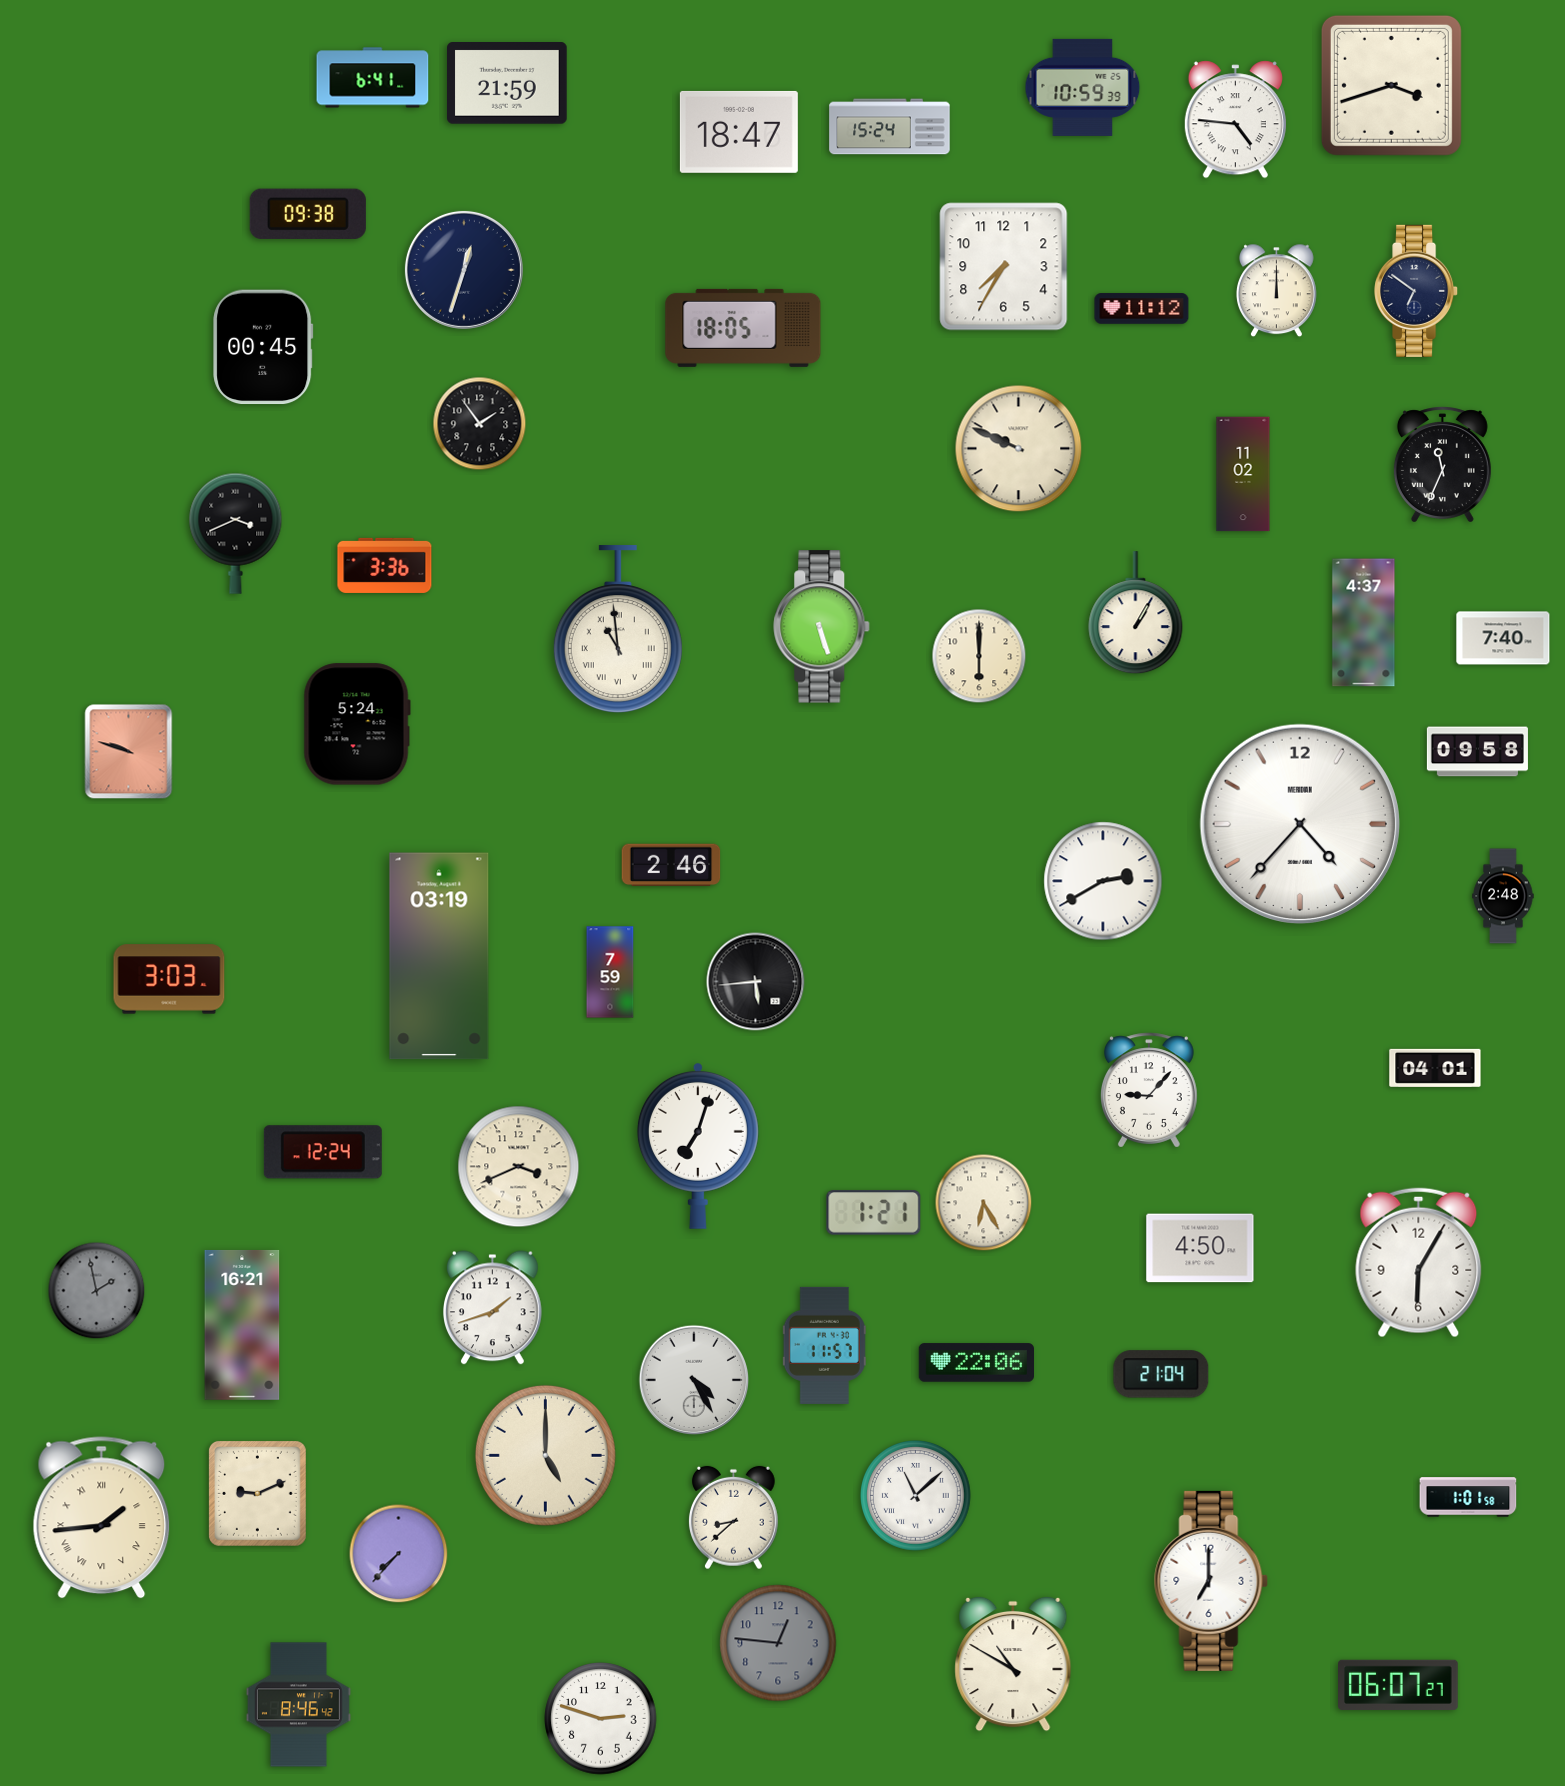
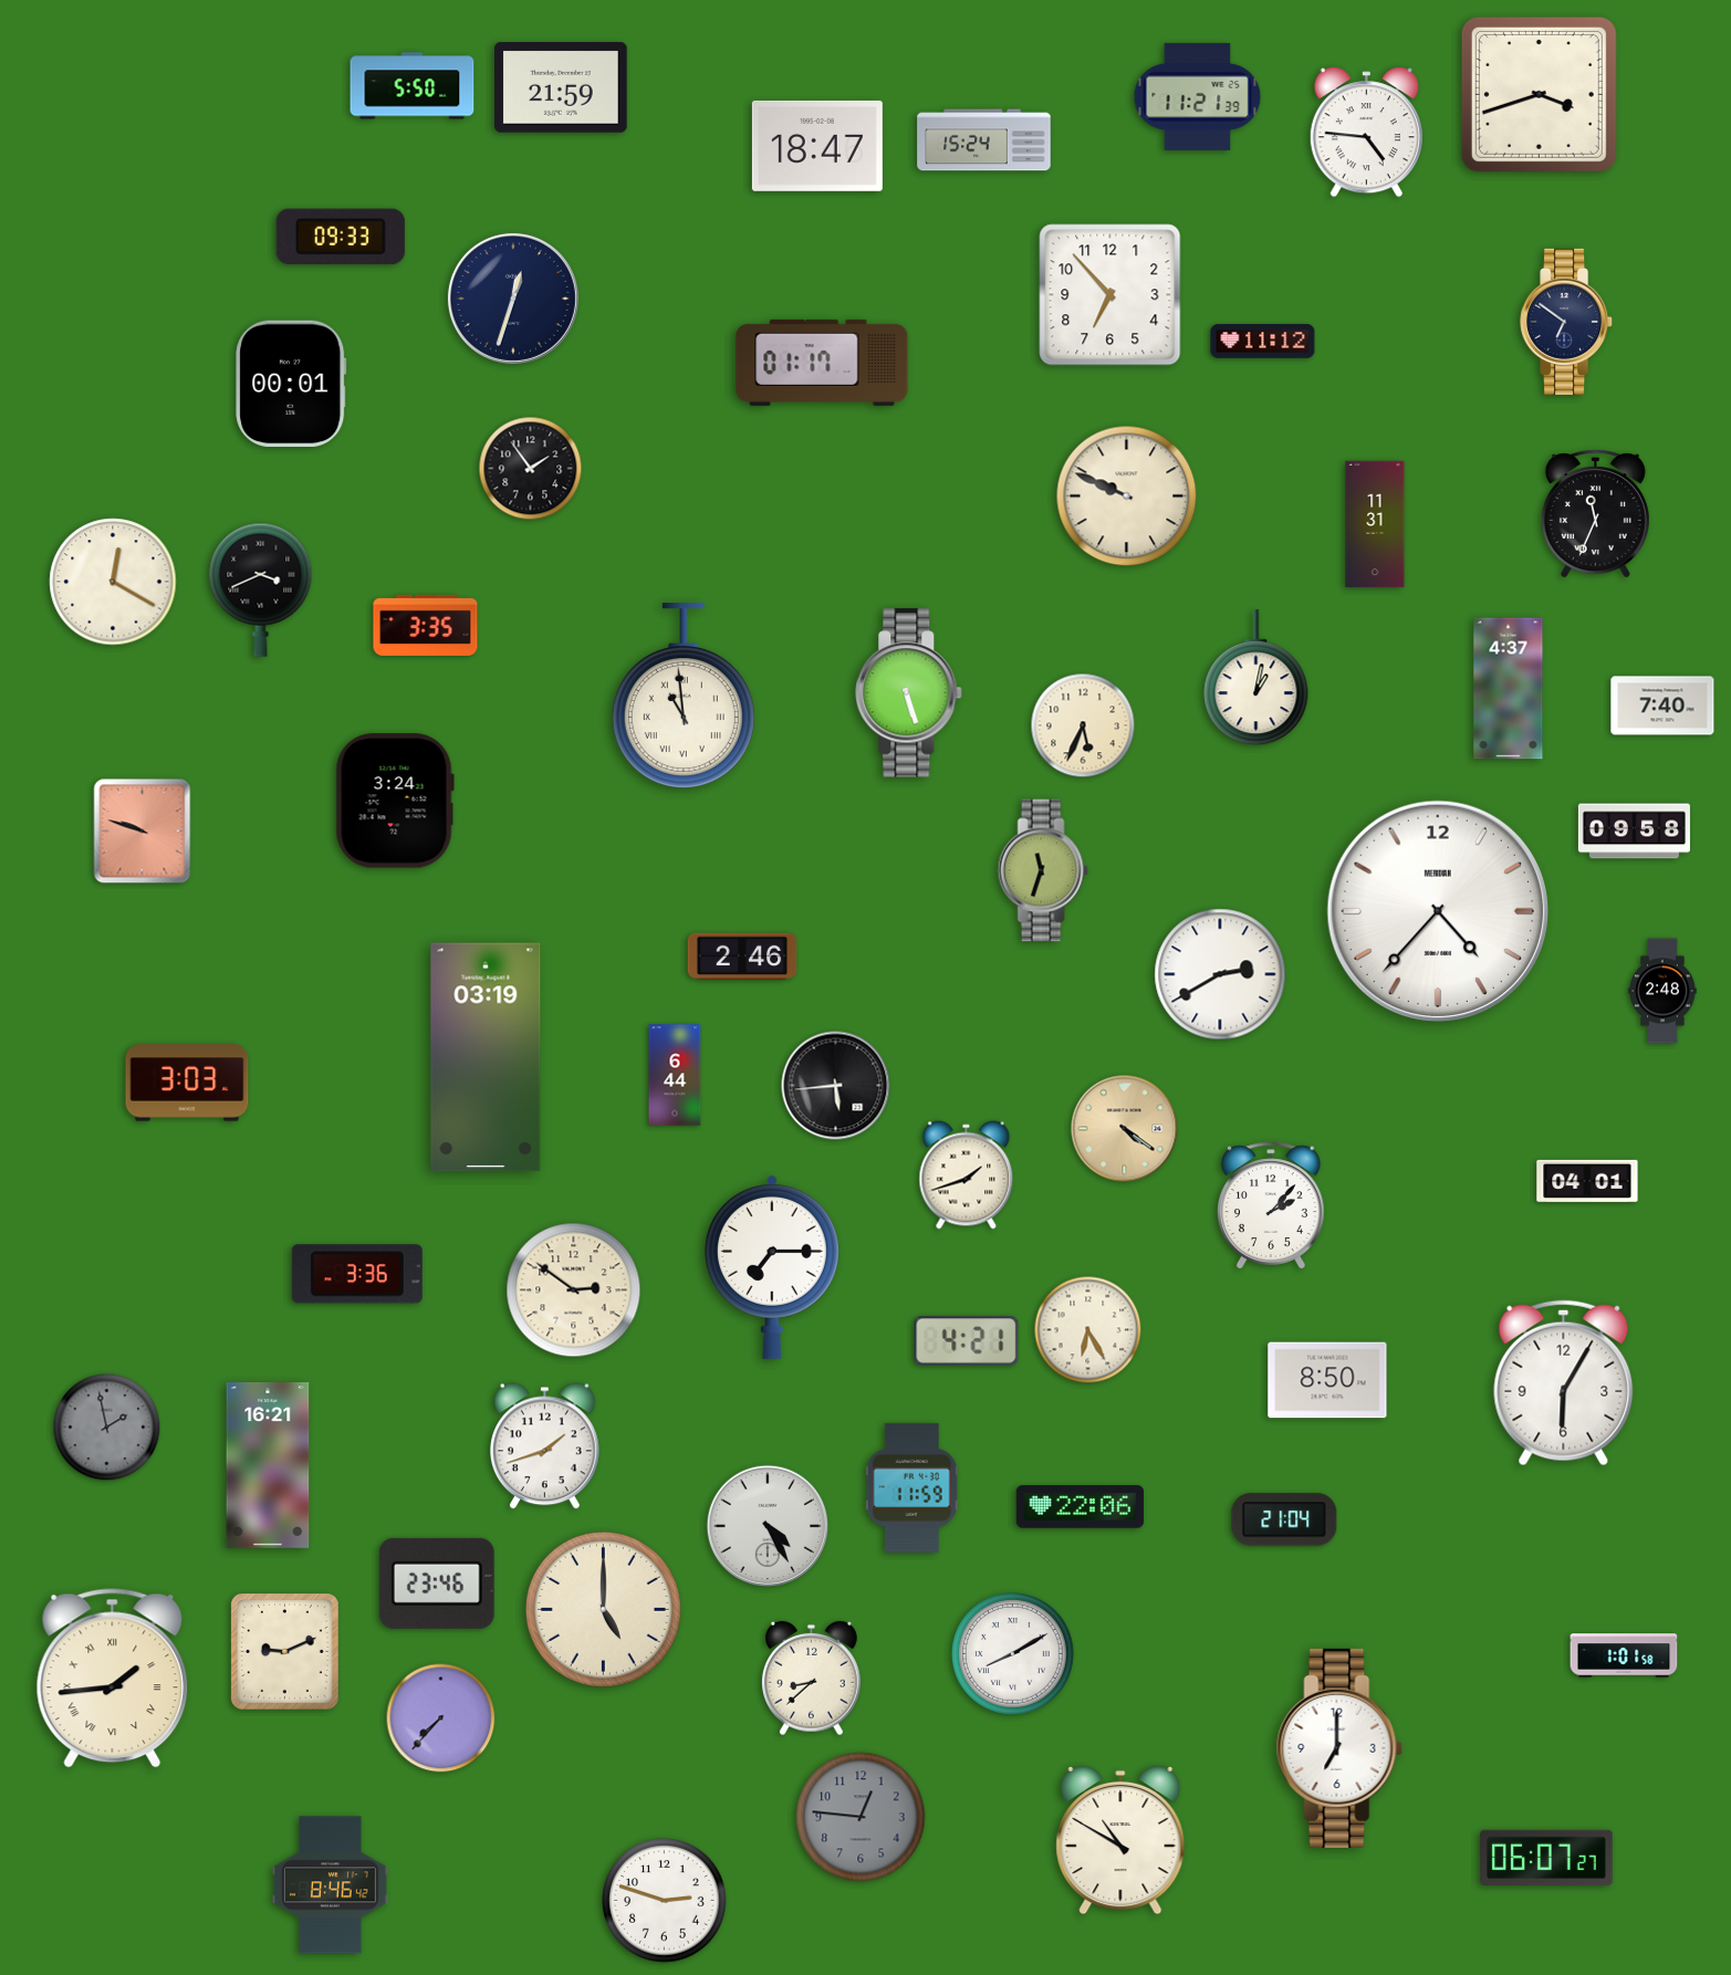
clock at (373, 78): 6:41 -> 5:50
clock at (508, 83) position: (508, 83) -> (562, 87)
clock at (1083, 87): 10:59 -> 11:21
clock at (308, 214): 09:38 -> 09:33
clock at (1004, 267): 7:35 -> 6:53
clock at (1276, 291): 12:00 -> none
clock at (743, 328): 18:05 -> 01:17
clock at (263, 347): 00:45 -> 00:01
clock at (1243, 474): 11:02 -> 11:31
clock at (113, 582): none -> 12:20
clock at (385, 565): 3:36 -> 3:35
clock at (1136, 613): 1:05 -> 1:02
clock at (979, 656): 6:00 -> 5:34
clock at (357, 724): 5:24 -> 3:24
clock at (1043, 870): none -> 11:33
clock at (610, 972): 7:59 -> 6:44
clock at (1125, 1129): none -> 4:21
clock at (967, 1175): none -> 1:42
clock at (1149, 1090): 9:07 -> 2:07
clock at (698, 1145): 7:03 -> 7:15
clock at (323, 1152): 12:24 -> 3:36
clock at (519, 1167): 3:41 -> 2:51
clock at (874, 1213): 1:21 -> 4:21
clock at (1200, 1248): 4:50 -> 8:50
clock at (1419, 1263) position: (1419, 1263) -> (1564, 1383)
clock at (824, 1345): 11:57 -> 11:59
clock at (437, 1584): none -> 23:46
clock at (916, 1496): 11:08 -> 8:10
clock at (1398, 1685) position: (1398, 1685) -> (1546, 1858)
